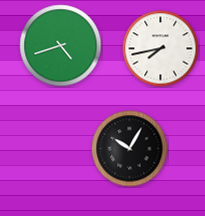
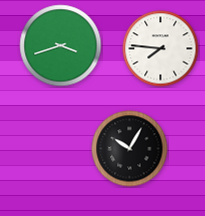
clock at (61, 46): 4:42 -> 3:42
clock at (161, 49): 7:43 -> 7:46
